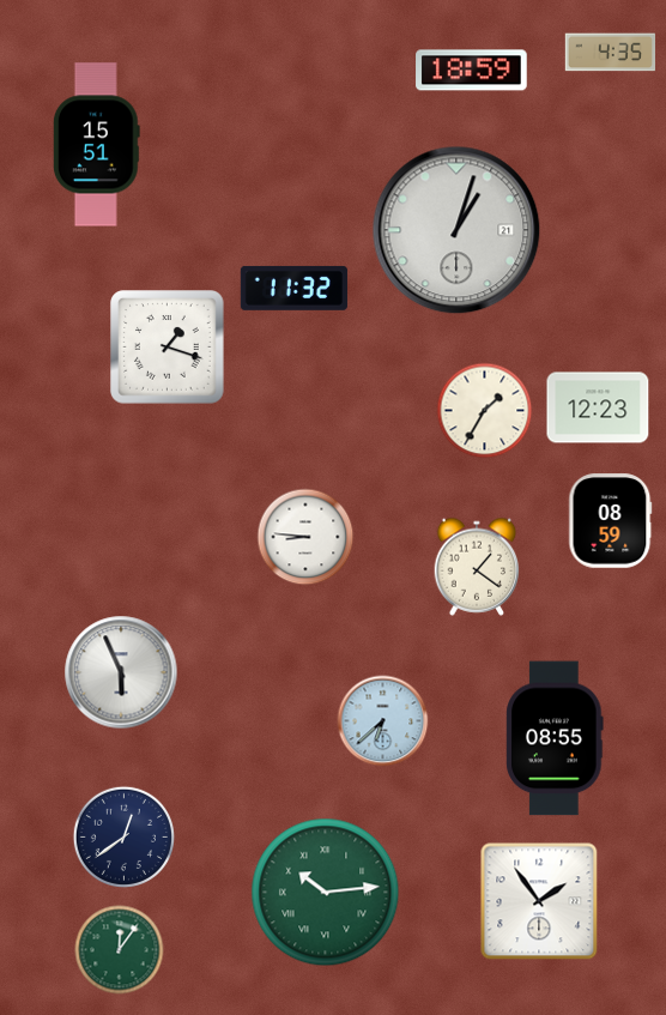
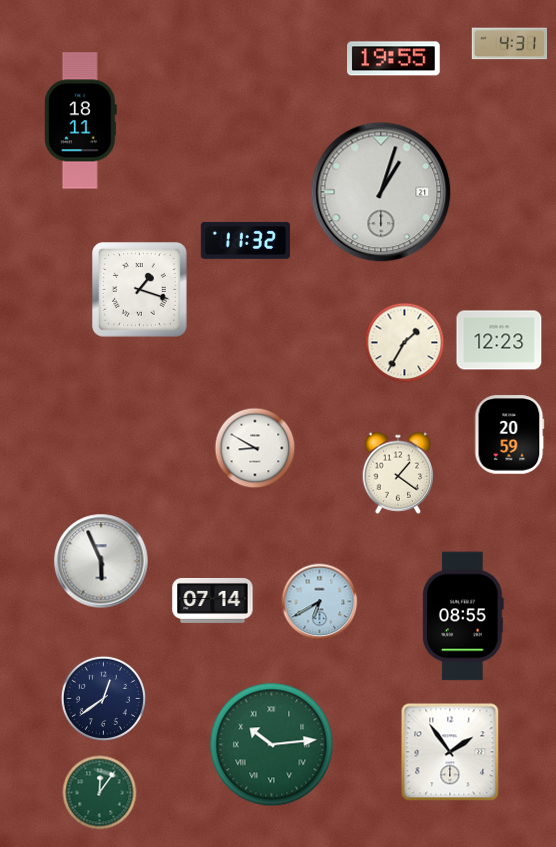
clock at (610, 53): 4:35 -> 4:31
clock at (472, 71): 18:59 -> 19:55
clock at (96, 145): 15:51 -> 18:11
clock at (611, 521): 08:59 -> 20:59
clock at (305, 537): 8:46 -> 8:50
clock at (213, 600): none -> 07:14
clock at (383, 721): 6:38 -> 6:40
